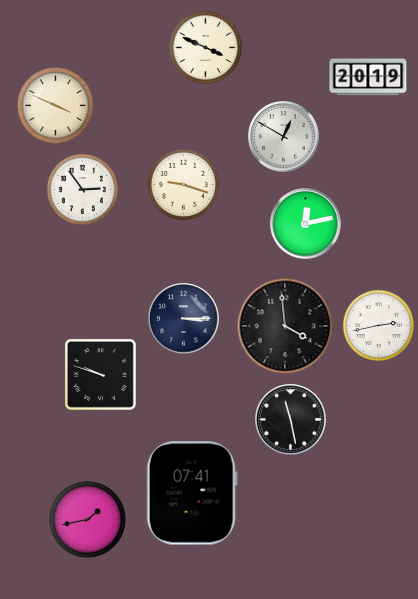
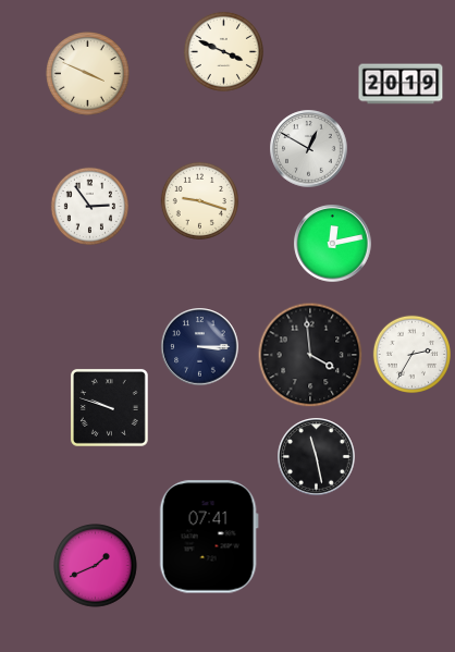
clock at (56, 106) position: (56, 106) -> (88, 74)
clock at (378, 325): 2:43 -> 2:35
clock at (88, 520): 1:43 -> 1:41
